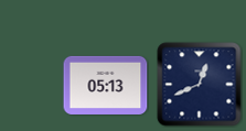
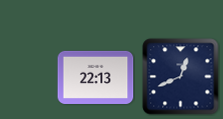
clock at (106, 85): 05:13 -> 22:13
